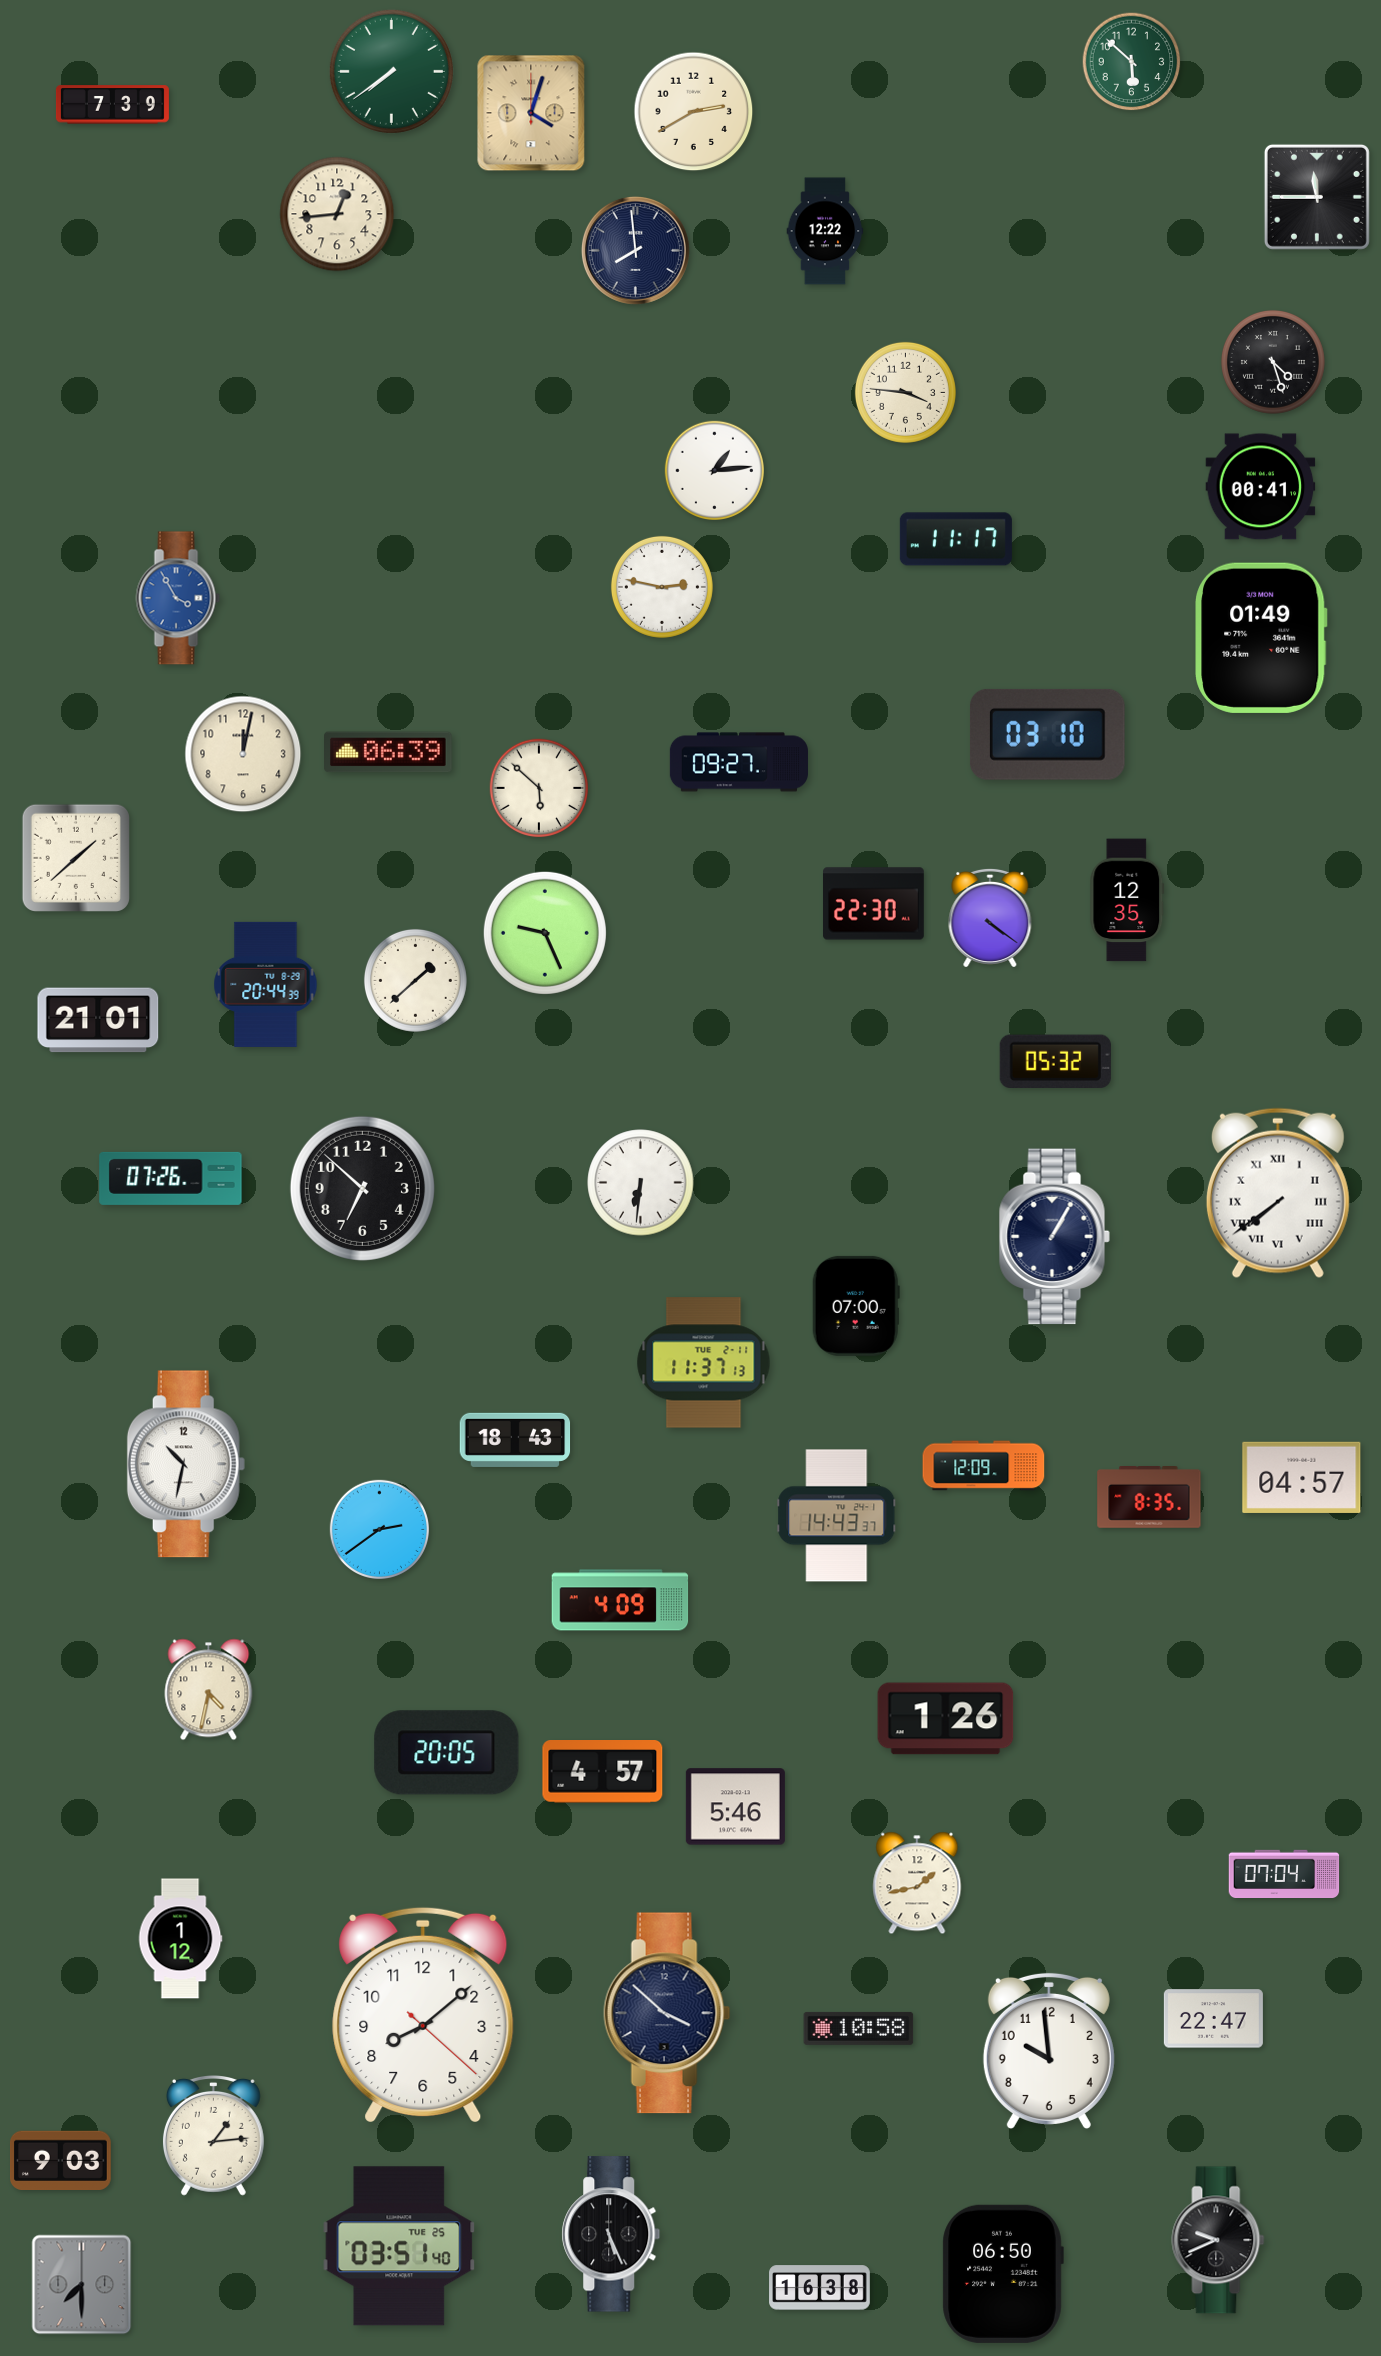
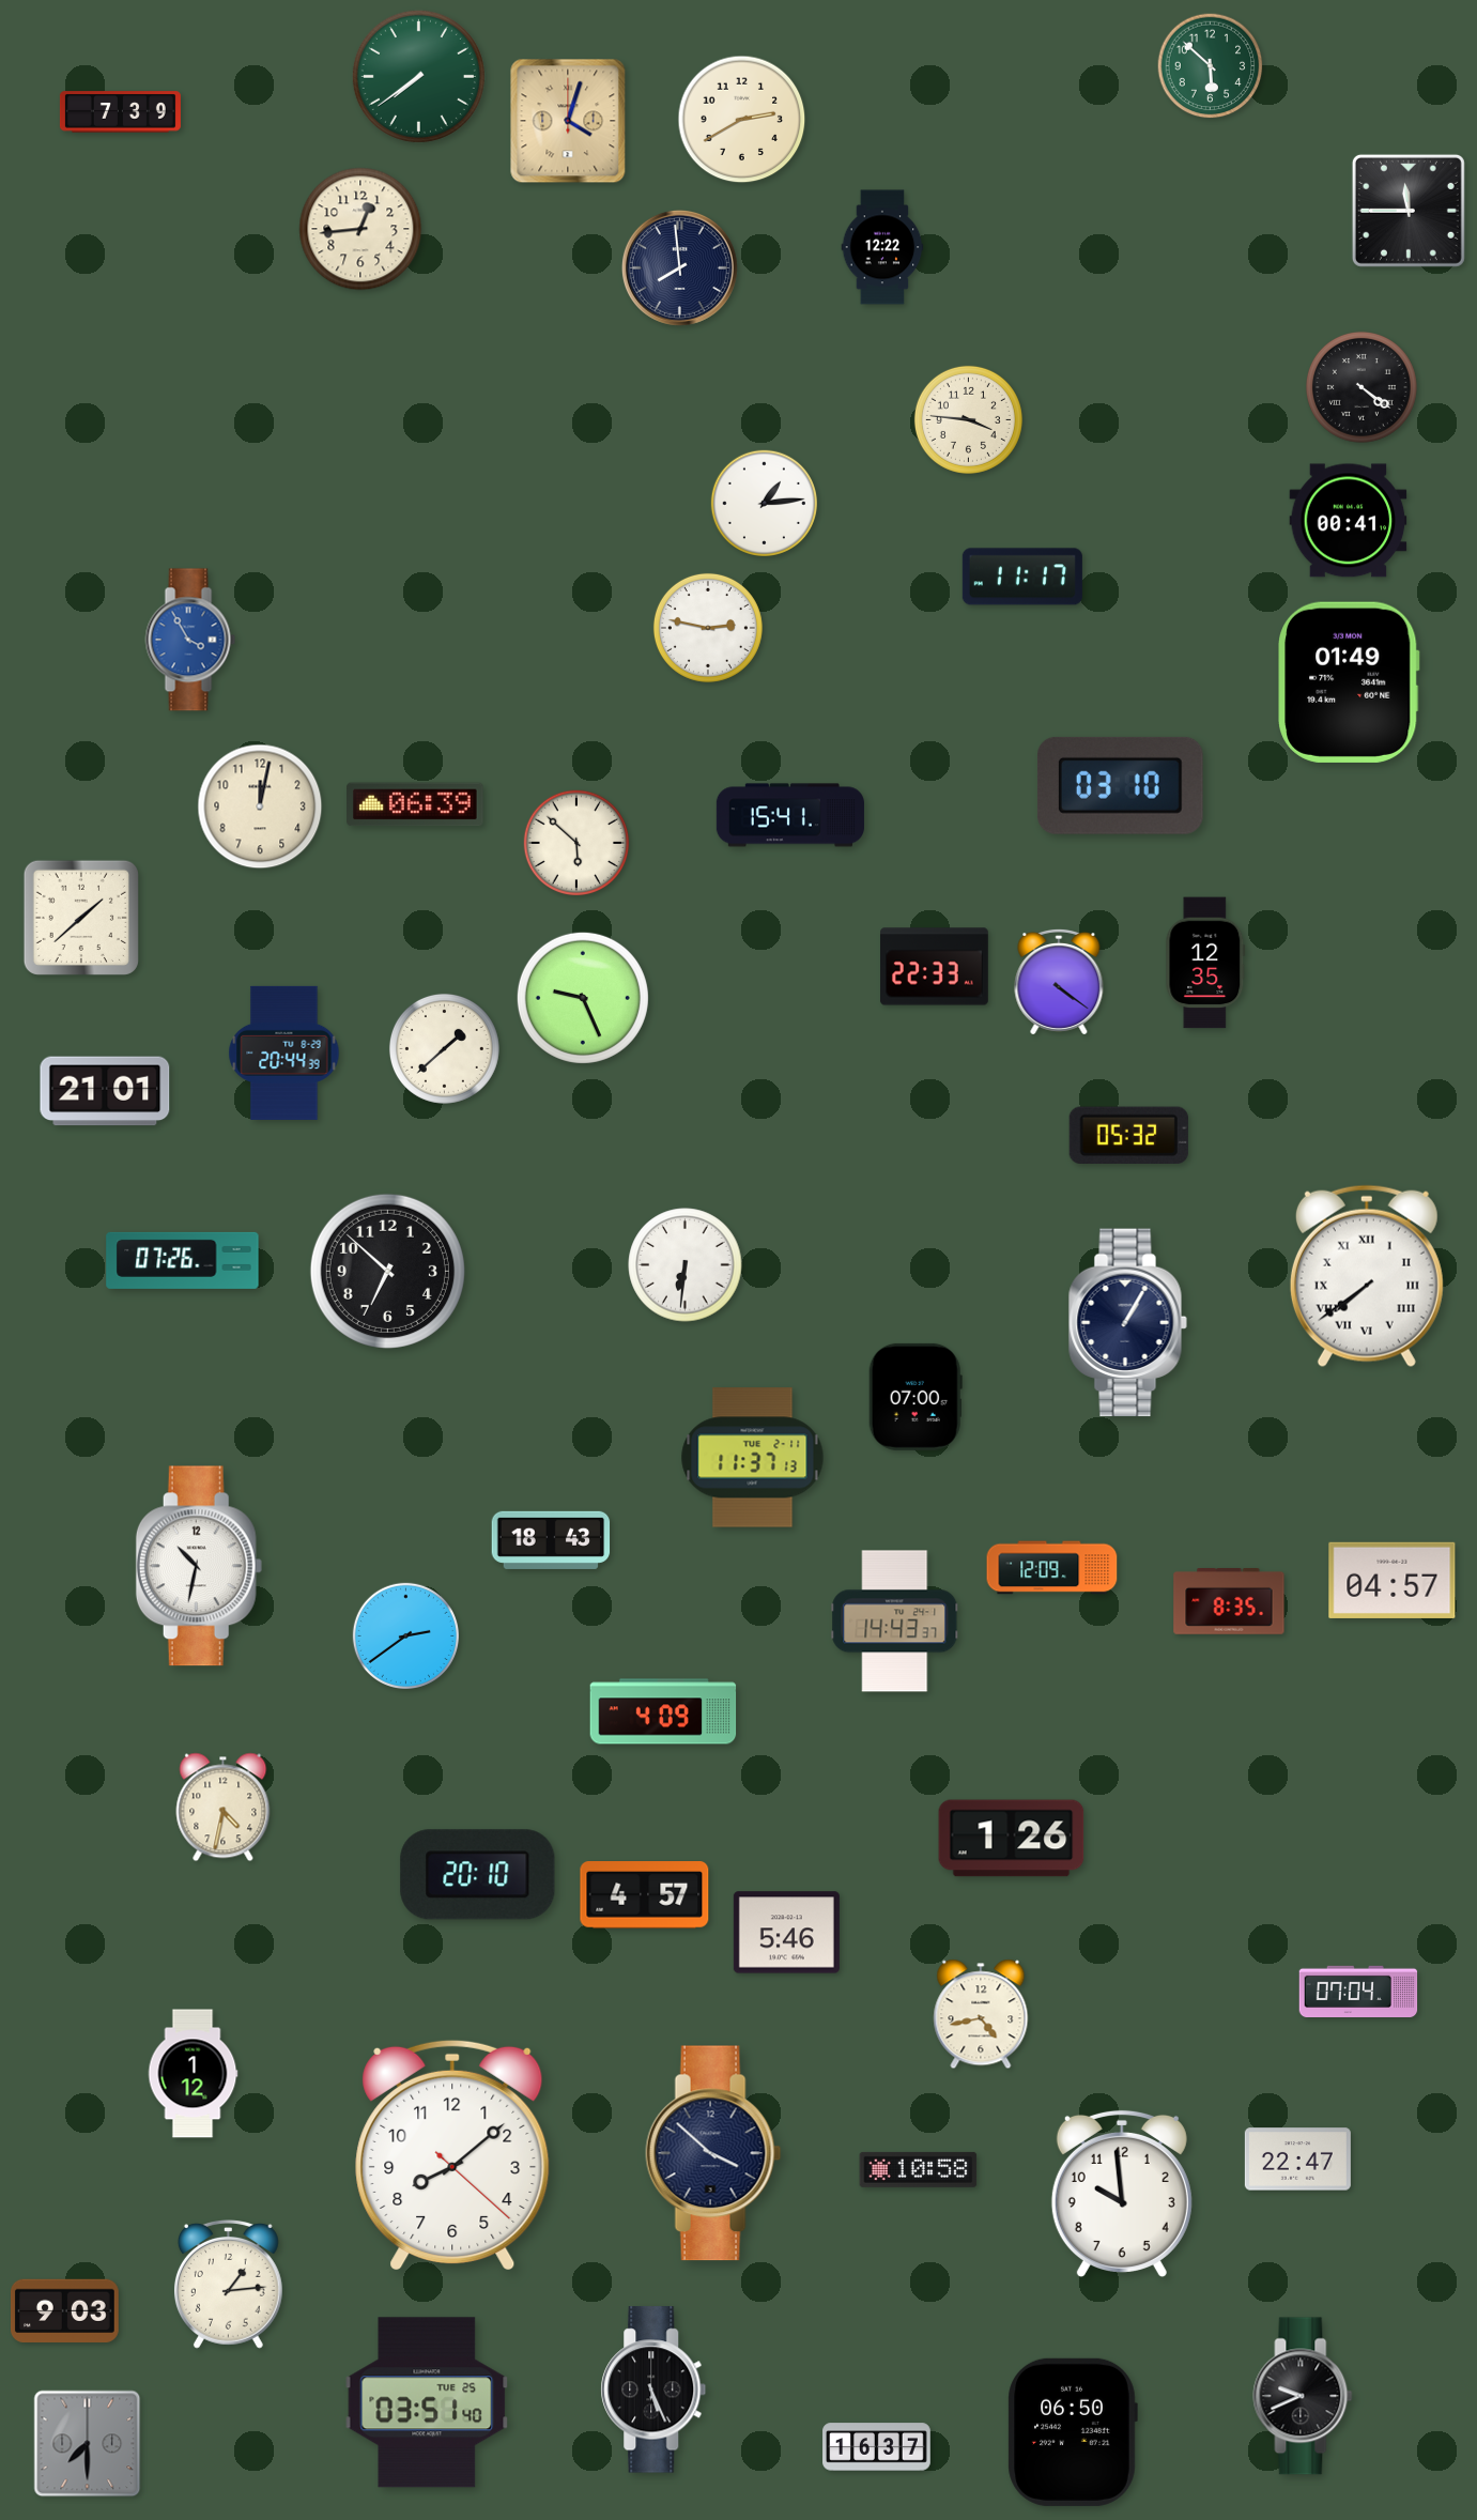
clock at (1273, 362): 4:27 -> 4:21
clock at (739, 762): 09:27 -> 15:41
clock at (874, 904): 22:30 -> 22:33
clock at (447, 1753): 20:05 -> 20:10
clock at (1284, 1874) position: (1284, 1874) -> (1358, 1992)
clock at (917, 1883): 1:43 -> 4:43
clock at (820, 2288): 16:38 -> 16:37
